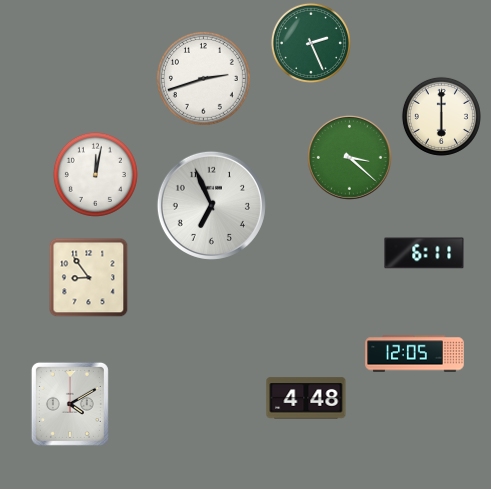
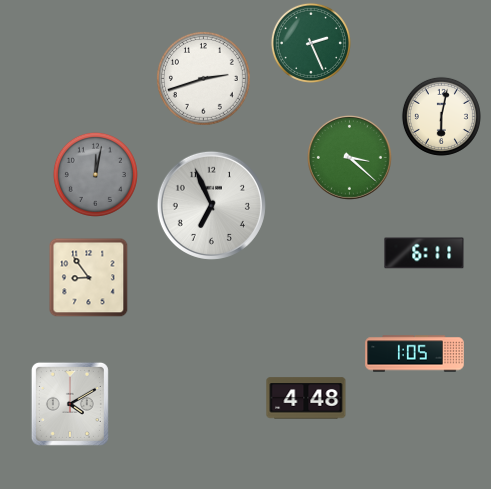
clock at (441, 116): 6:00 -> 6:02
clock at (95, 174) dial: white -> grey
clock at (415, 354): 12:05 -> 1:05
